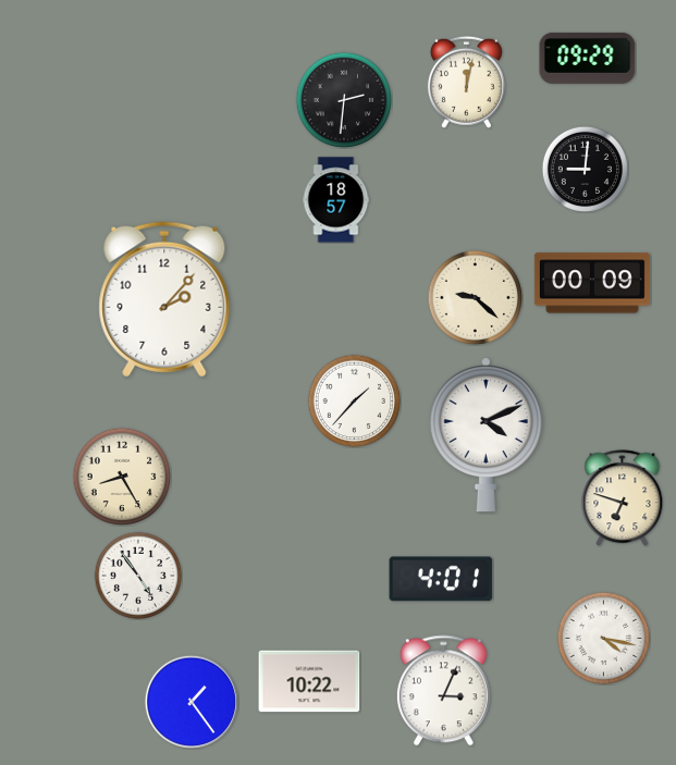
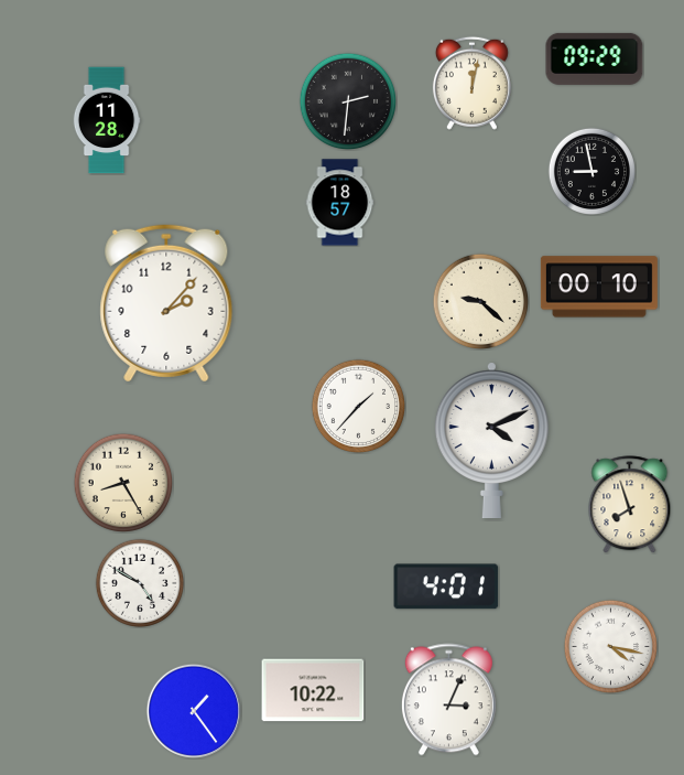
clock at (107, 120): none -> 11:28
clock at (585, 169): 9:01 -> 8:58
clock at (592, 283): 00:09 -> 00:10
clock at (623, 498): 6:48 -> 7:57
clock at (137, 575): 4:54 -> 4:50
